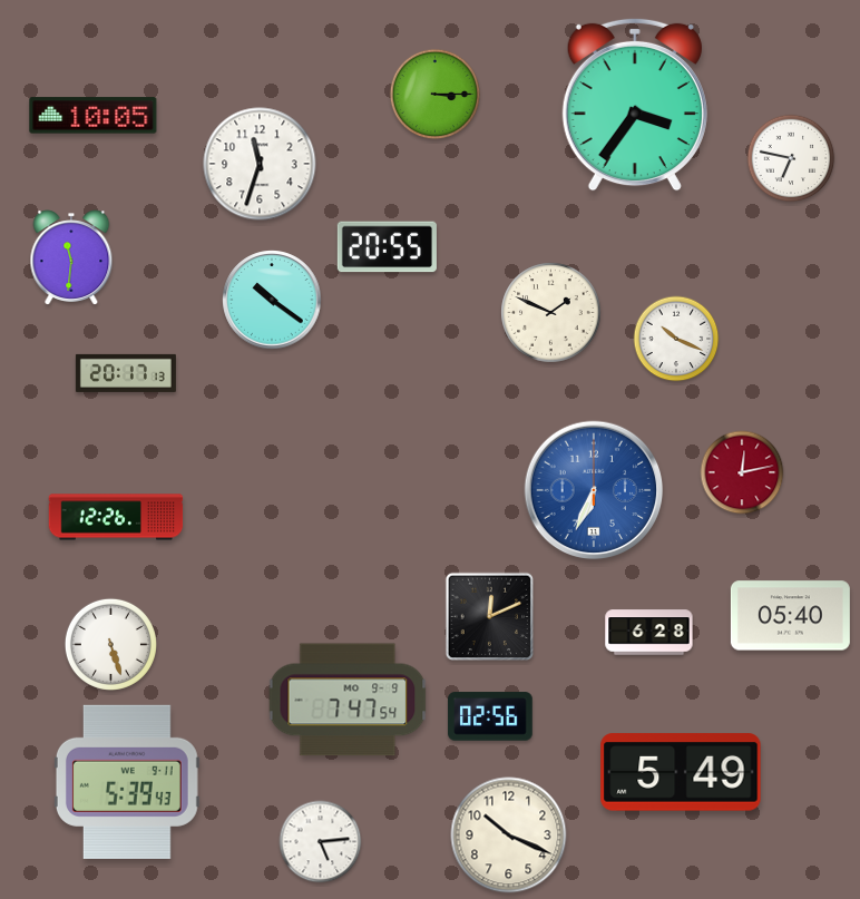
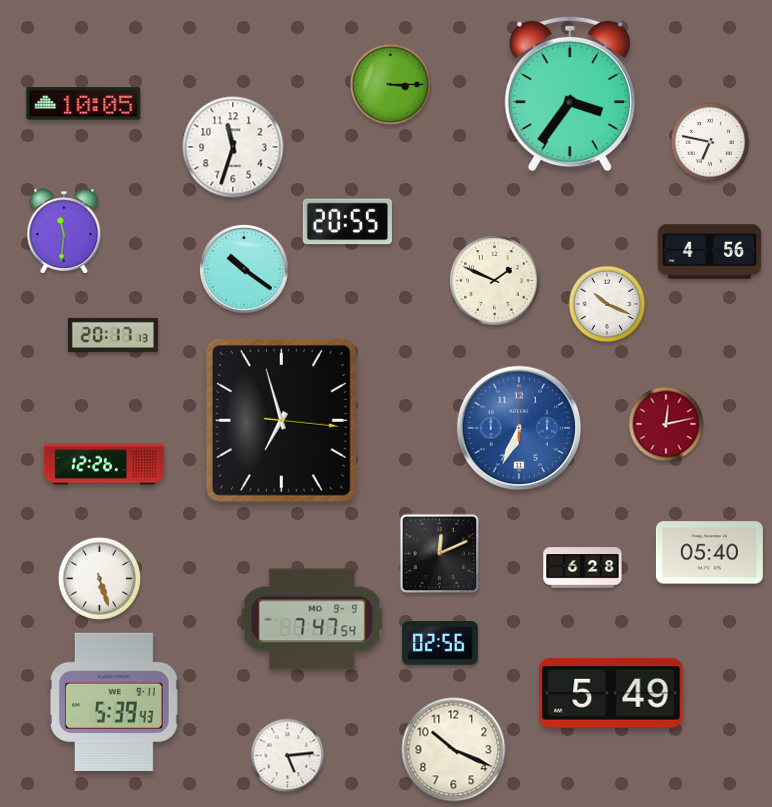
clock at (710, 252): none -> 4:56
clock at (281, 420): none -> 6:57
clock at (594, 490) position: (594, 490) -> (519, 428)
clock at (348, 700) position: (348, 700) -> (312, 619)
clock at (509, 836) position: (509, 836) -> (454, 750)
